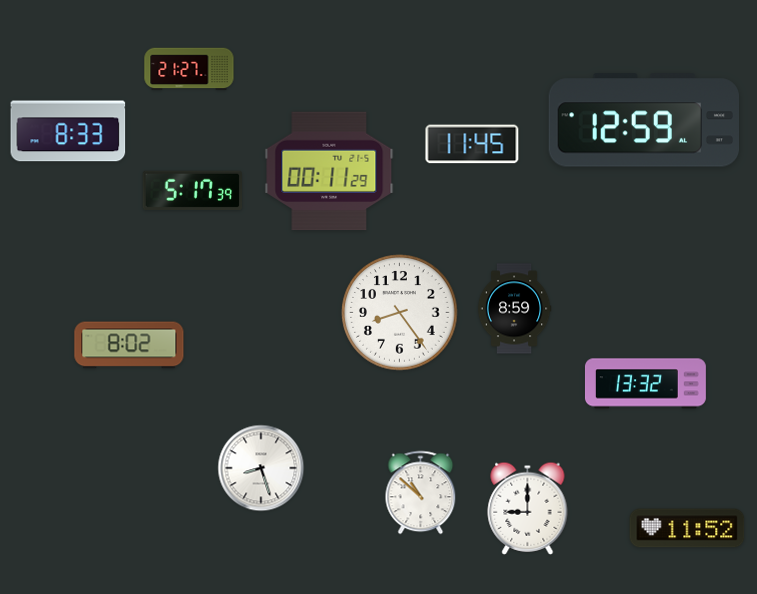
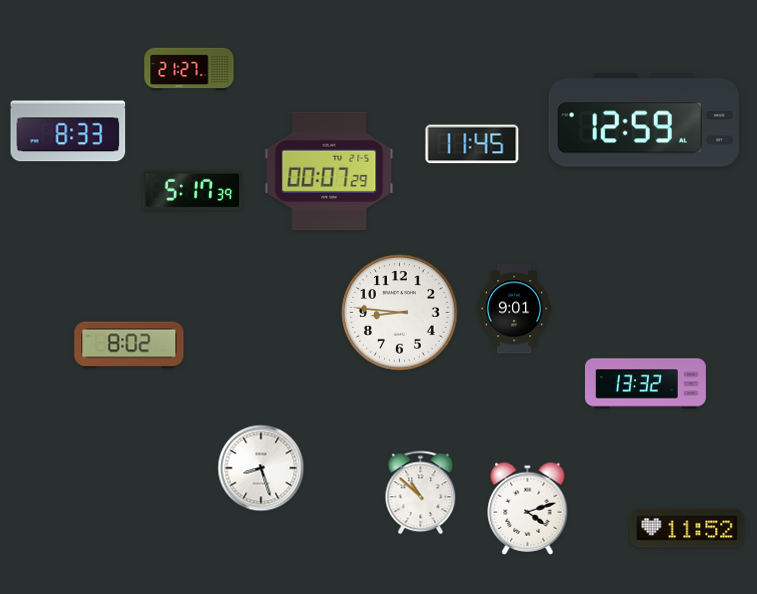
clock at (329, 171): 00:11 -> 00:07
clock at (514, 309): 8:59 -> 9:01
clock at (400, 313): 8:24 -> 8:46
clock at (528, 508): 9:00 -> 4:12
